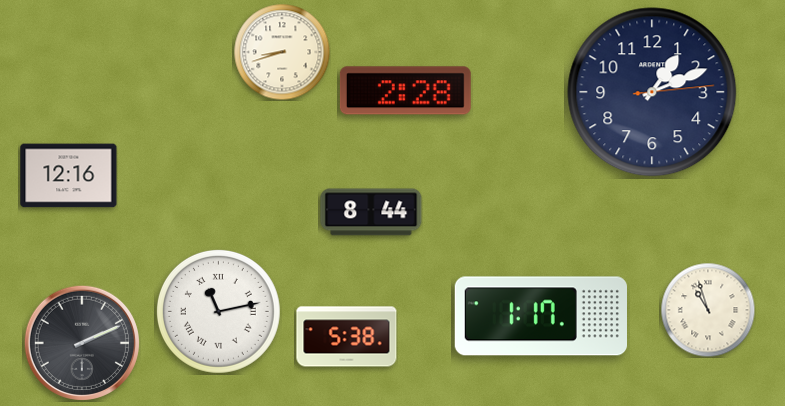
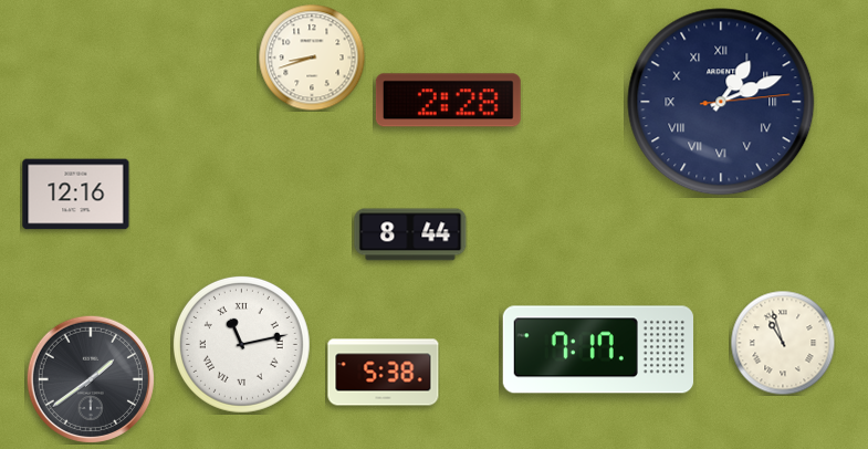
clock at (652, 92) numerals: Arabic -> Roman
clock at (540, 316): 1:17 -> 7:17
clock at (82, 343): 2:11 -> 1:39
